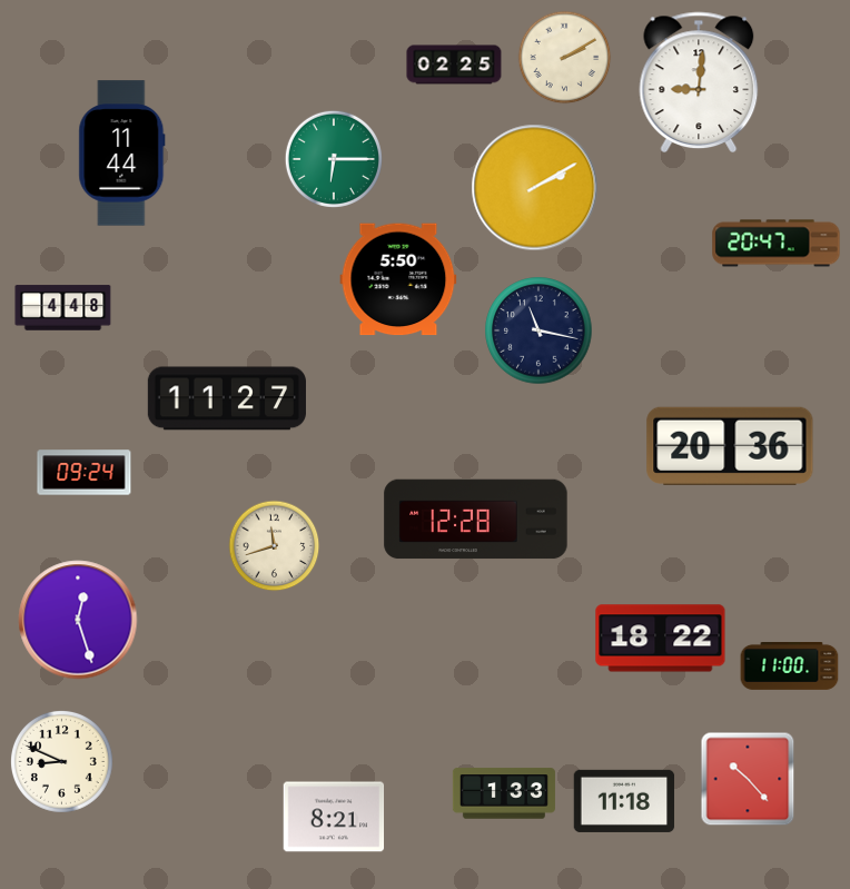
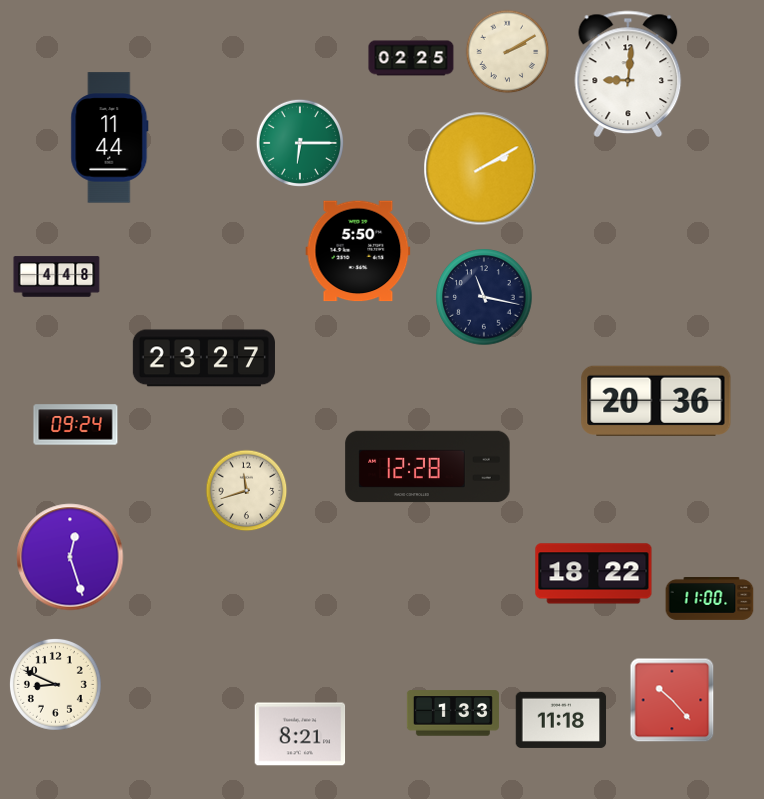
clock at (454, 65) position: (454, 65) -> (411, 58)
clock at (777, 244): 20:47 -> none
clock at (227, 398): 11:27 -> 23:27
